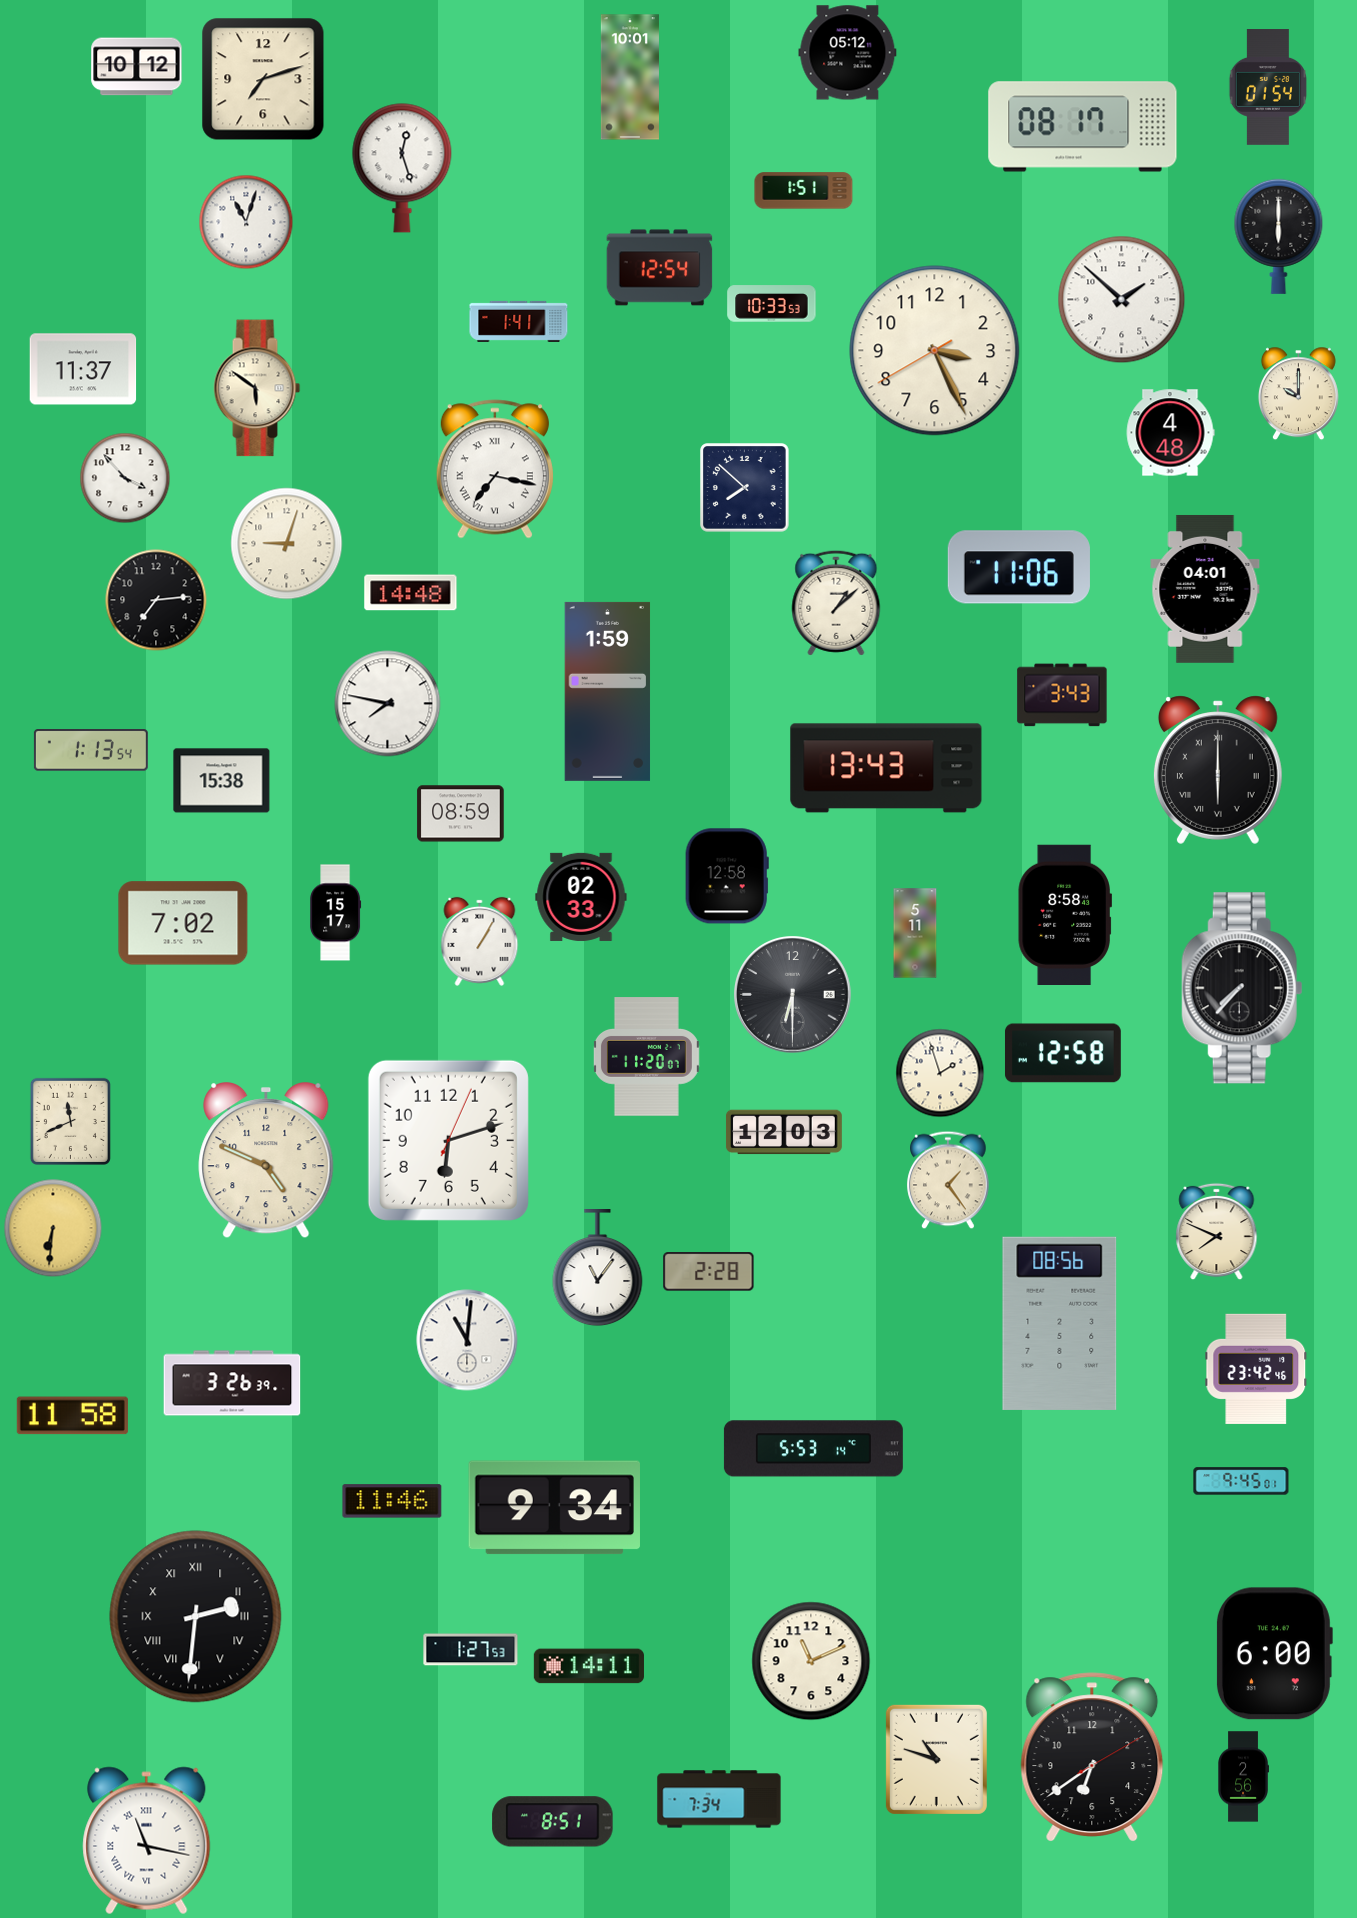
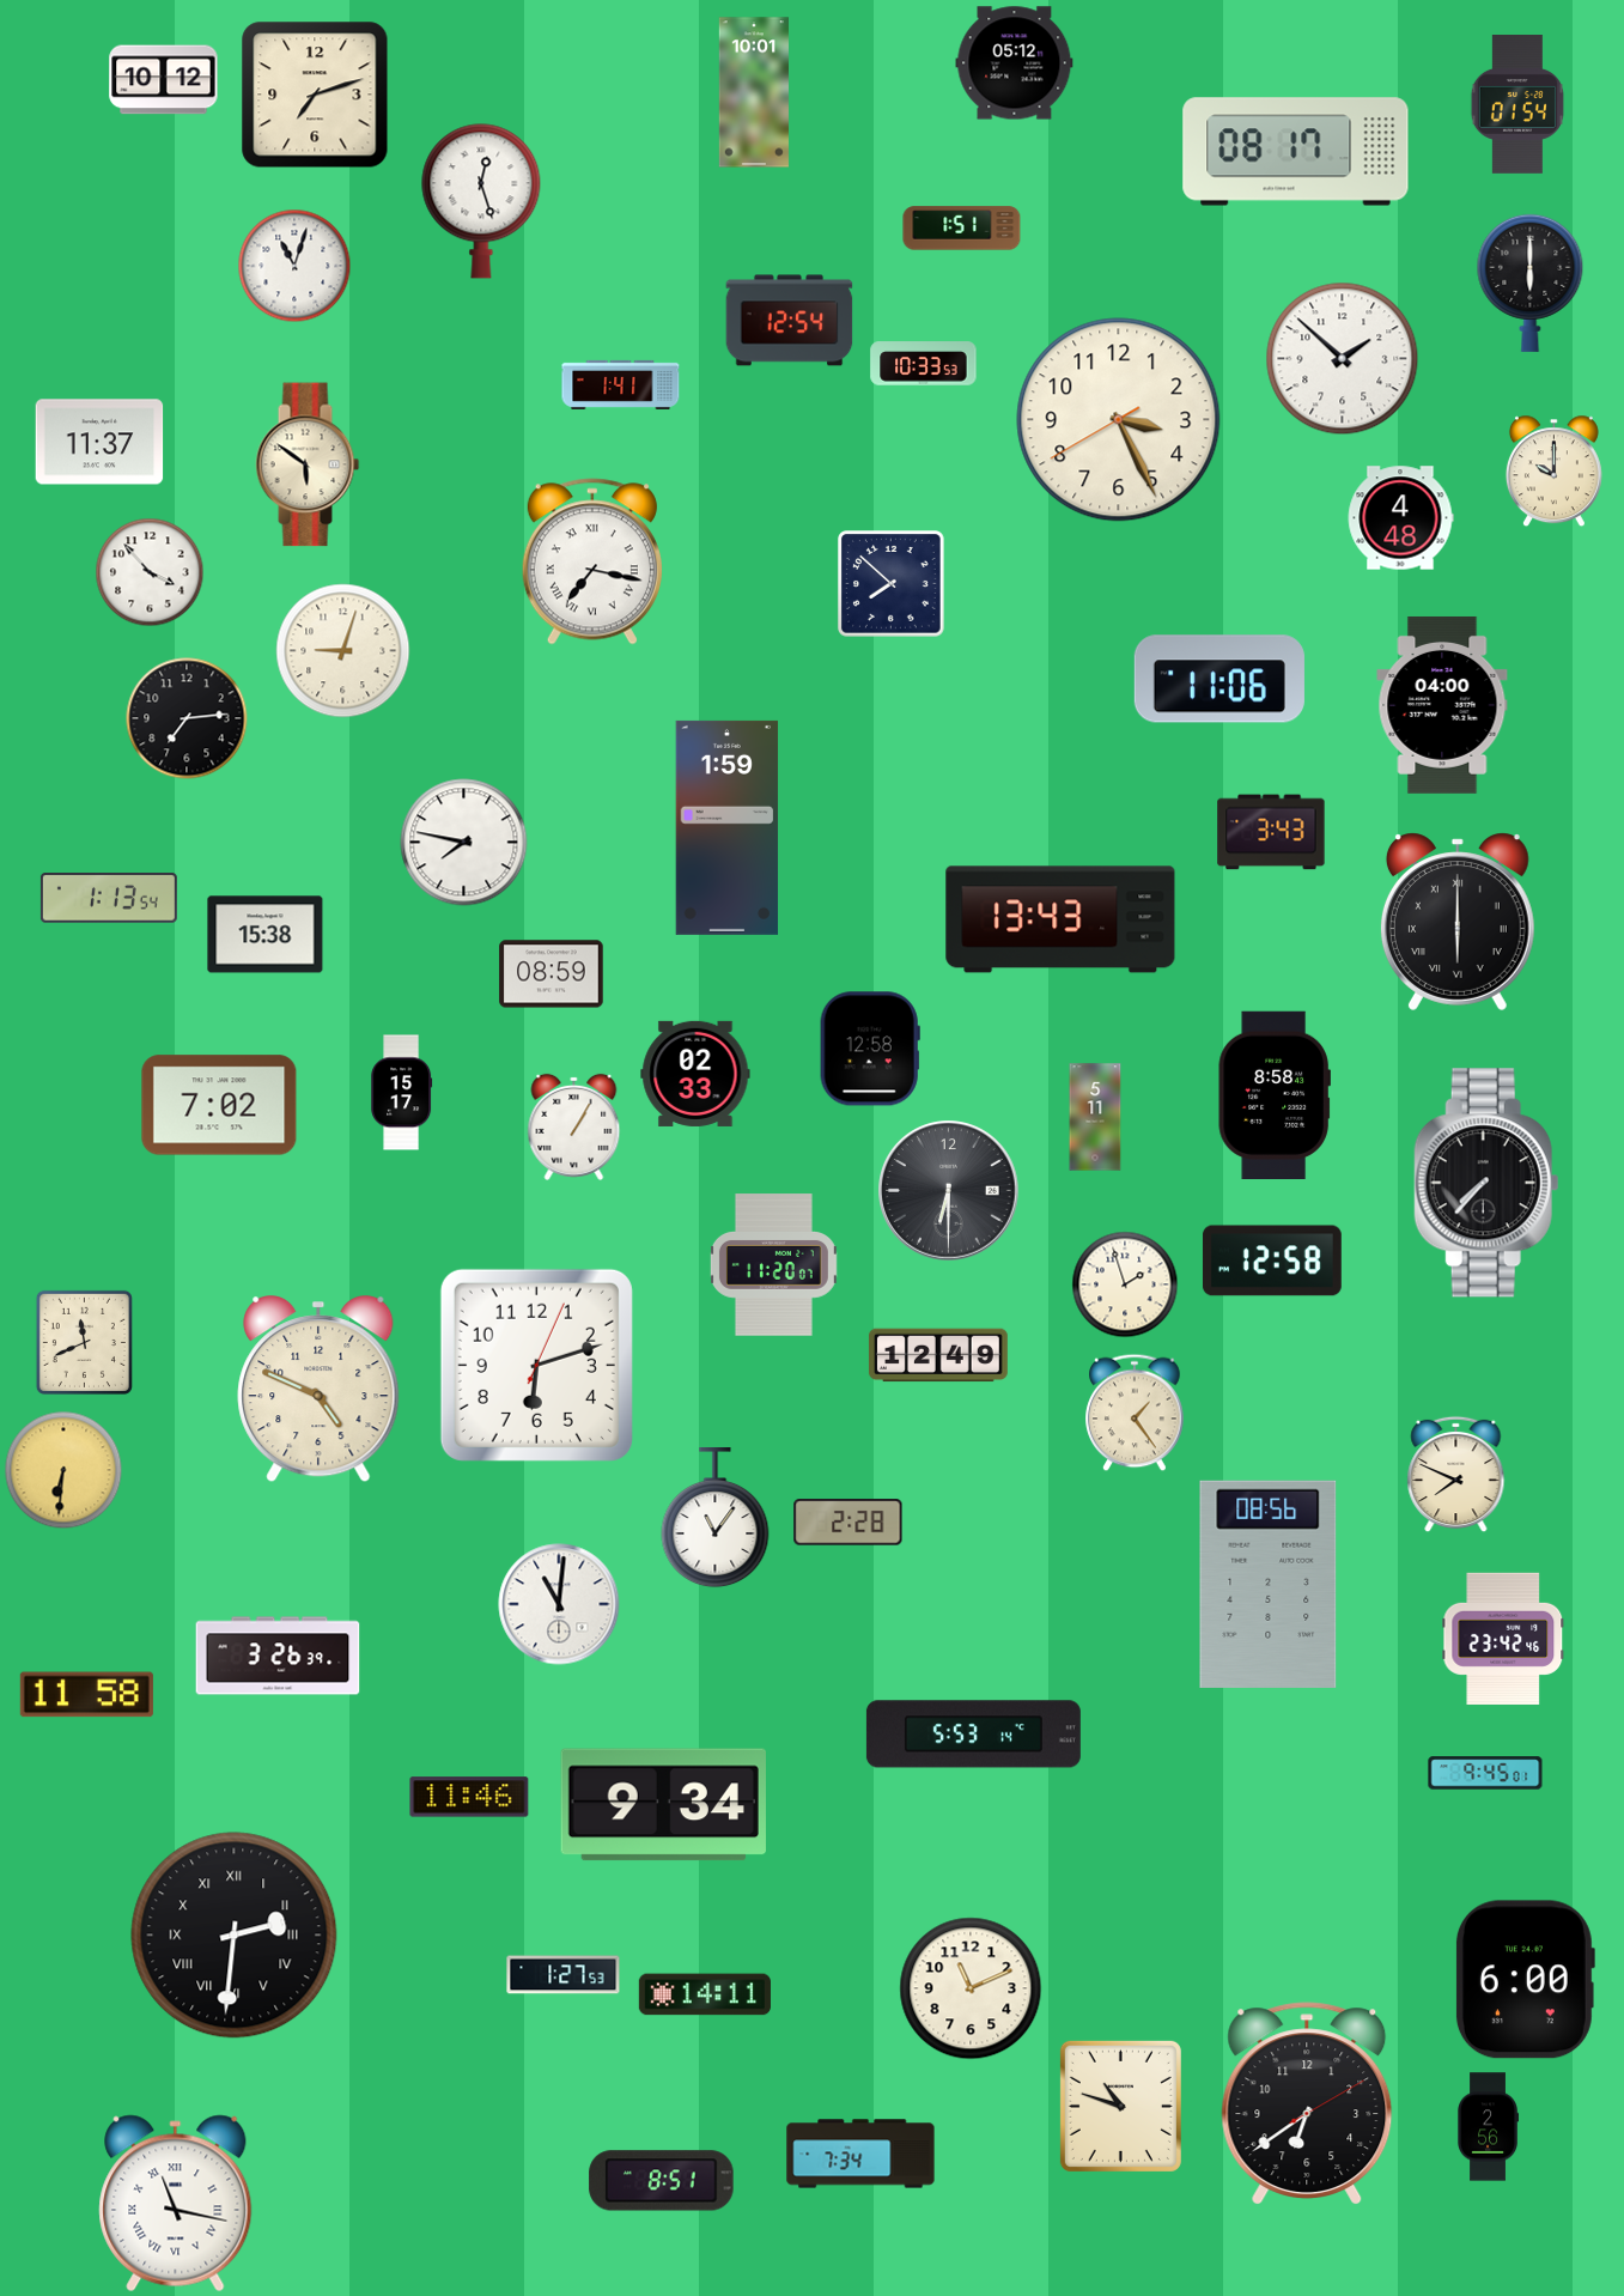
clock at (1205, 589): 04:01 -> 04:00
clock at (411, 593): 14:48 -> none
clock at (836, 603): 1:08 -> none
clock at (784, 1132): 12:03 -> 12:49
